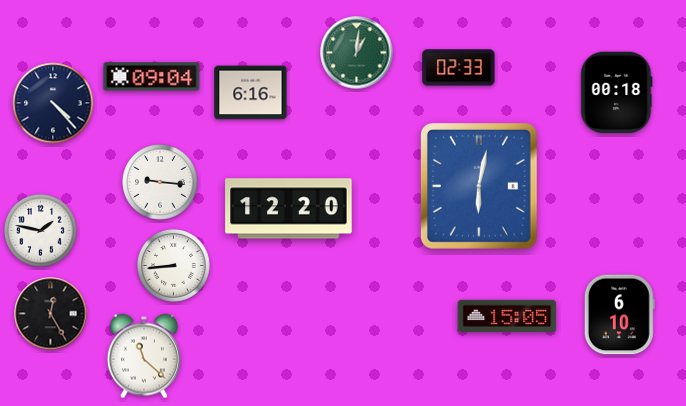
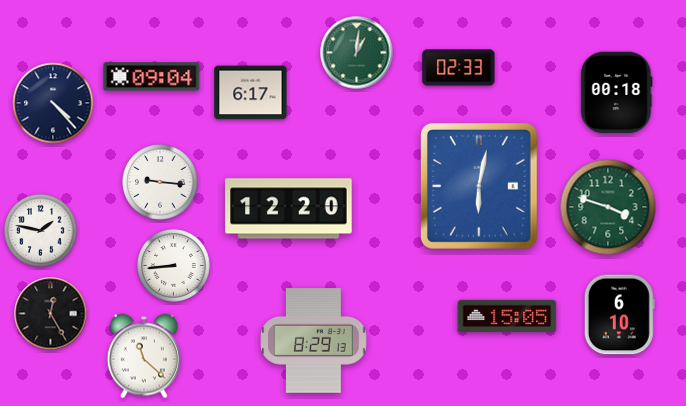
clock at (251, 93): 6:16 -> 6:17
clock at (608, 207): none -> 3:48
clock at (314, 341): none -> 8:29
